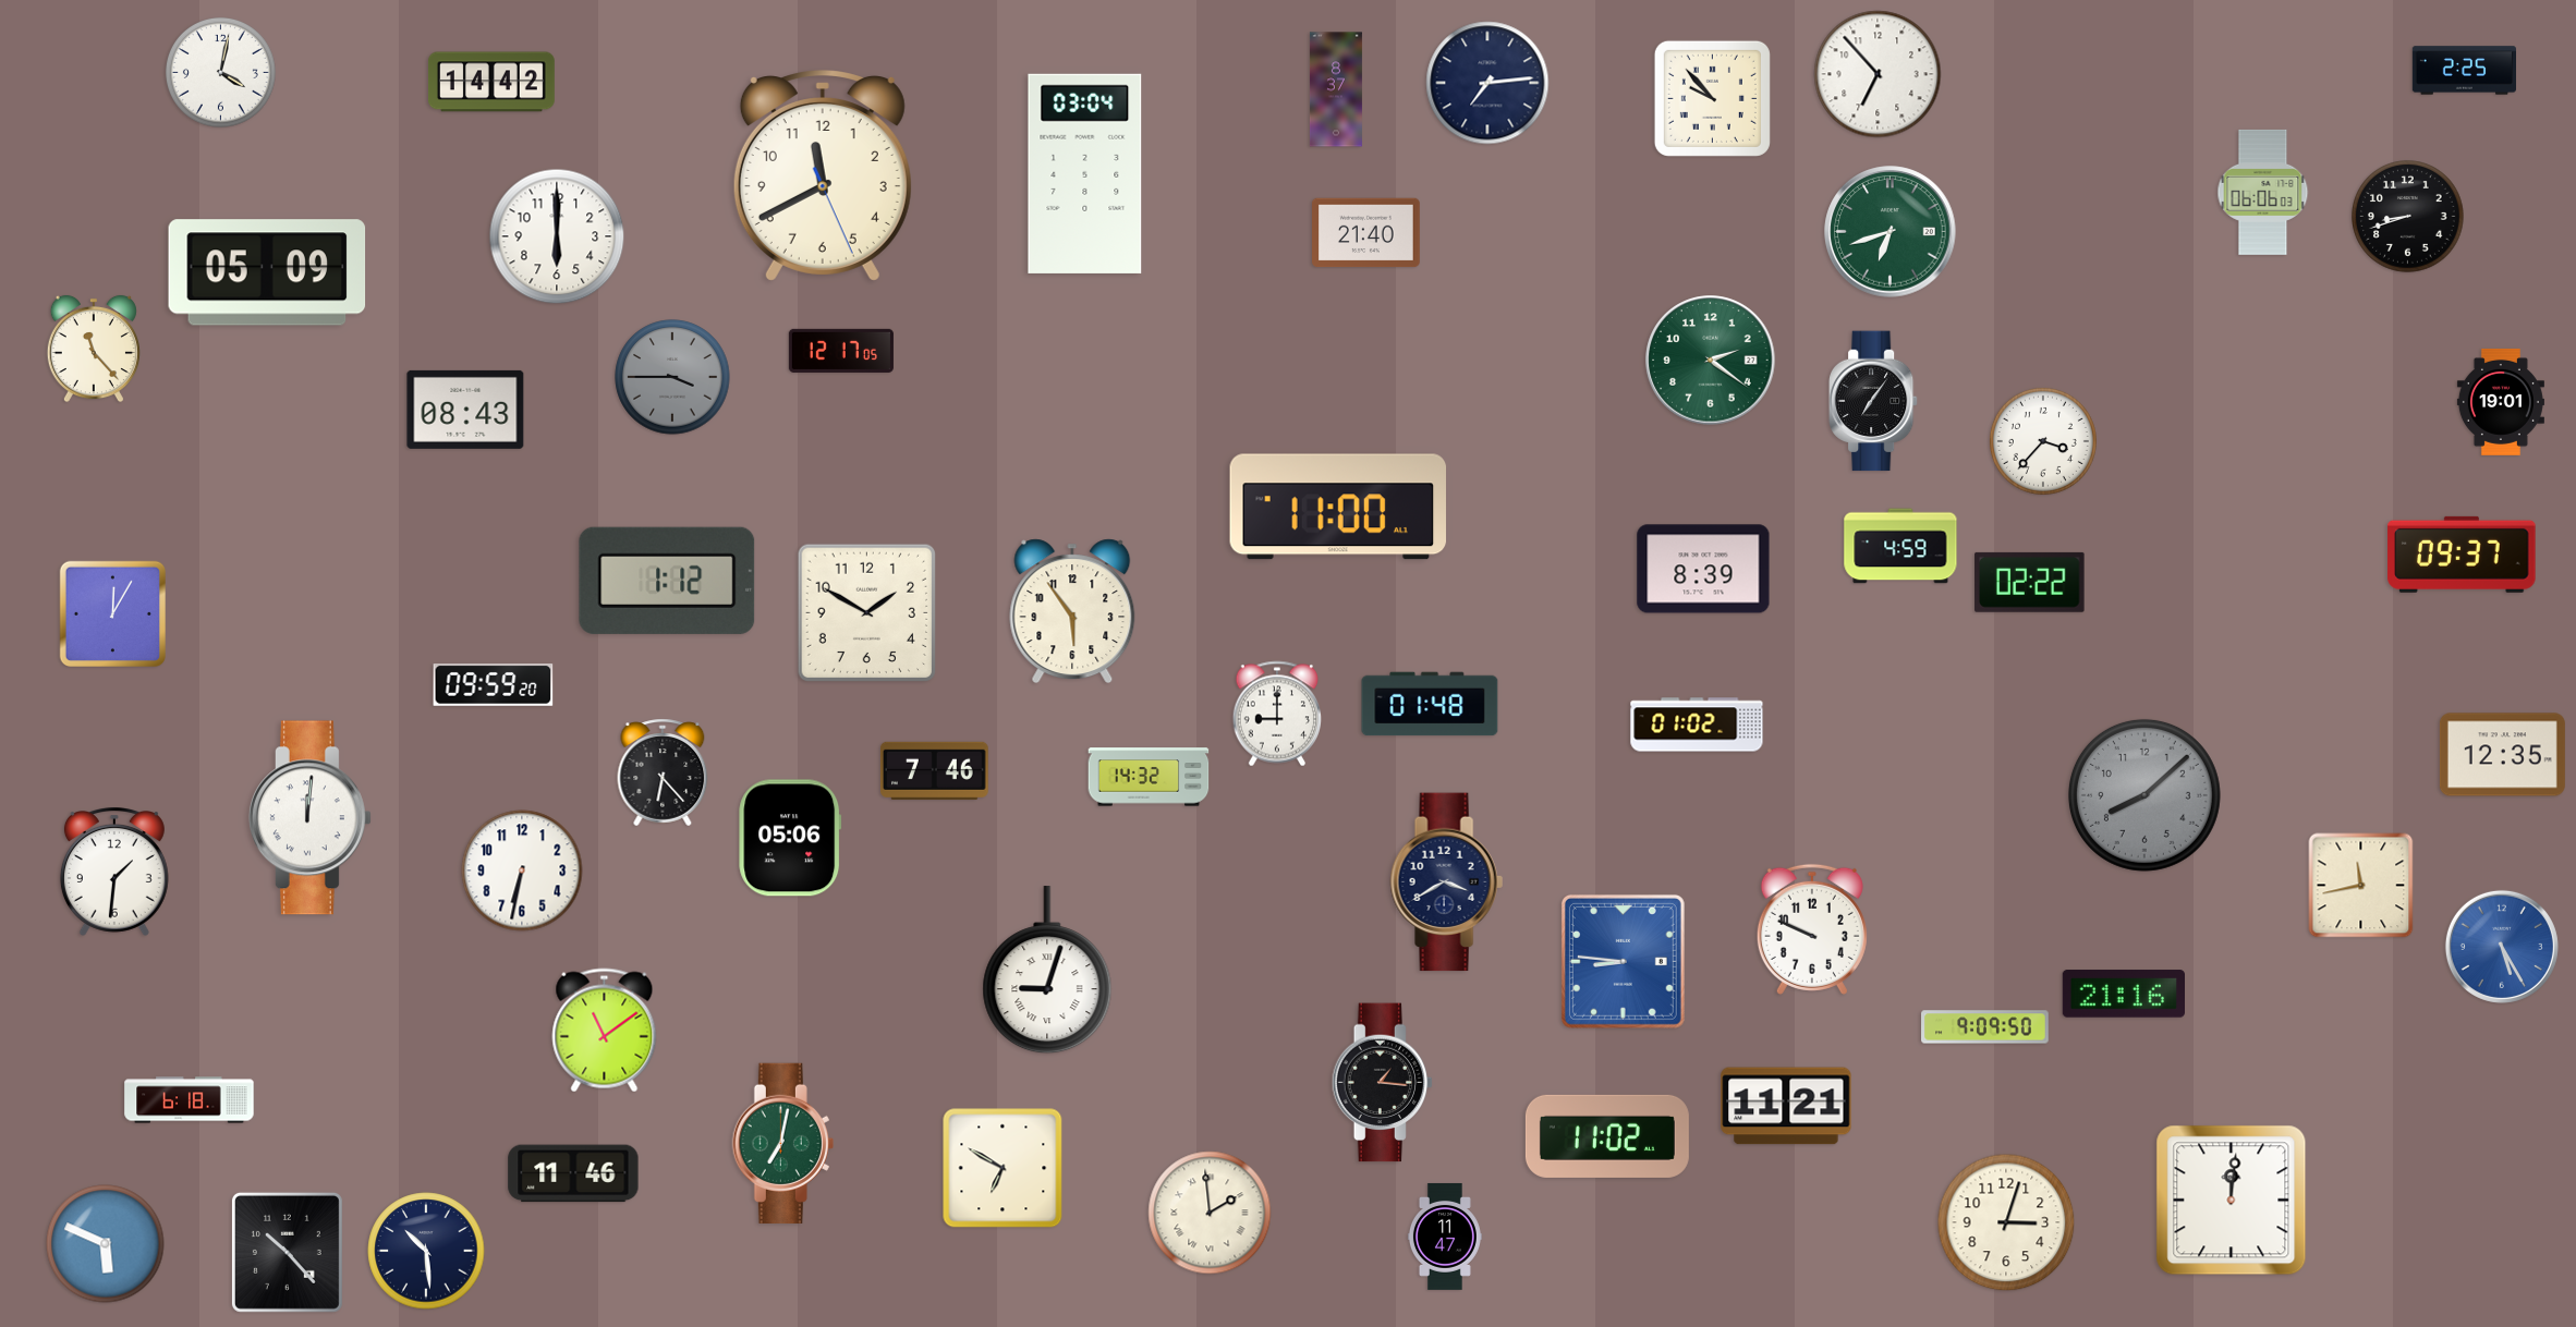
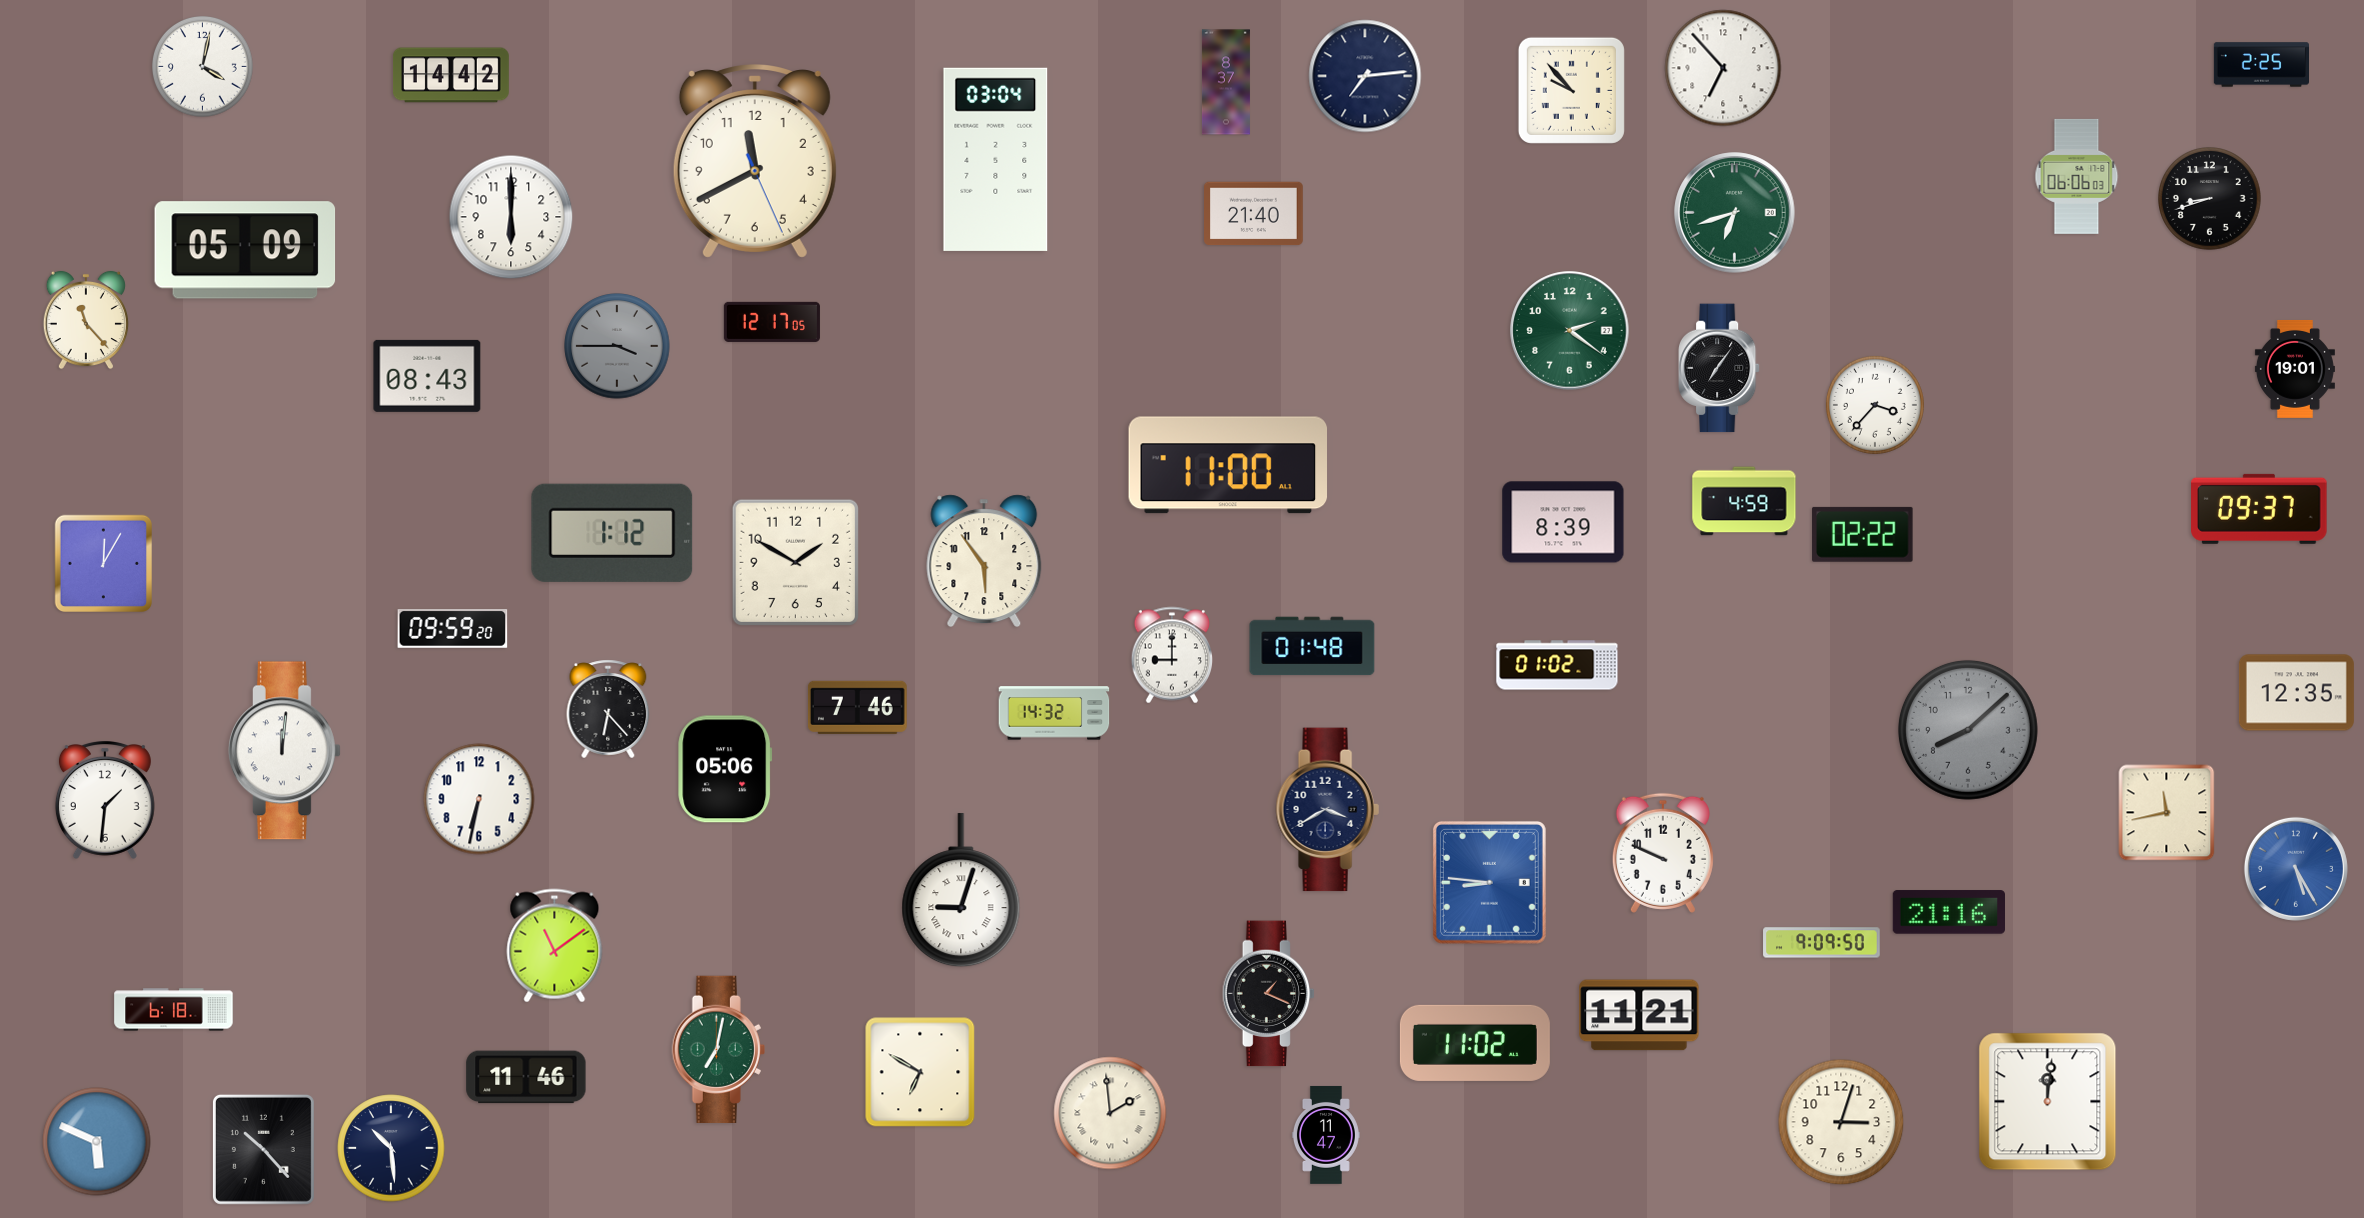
clock at (1383, 1083): 1:16 -> 1:19
